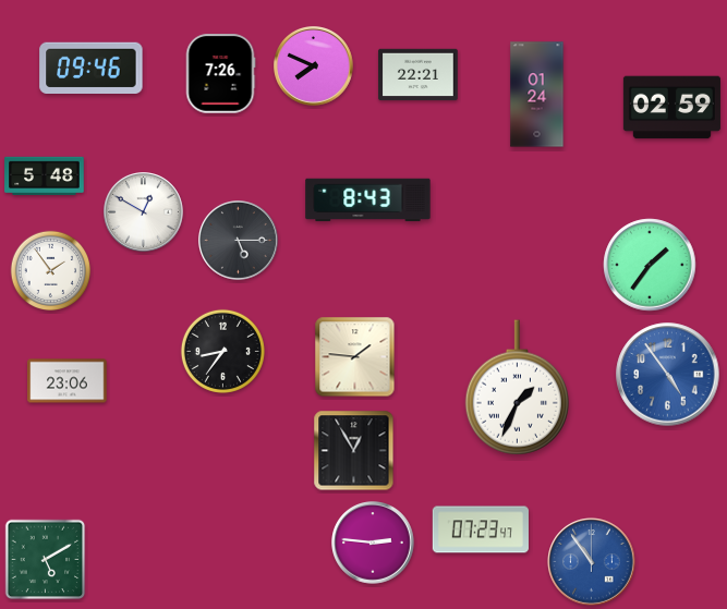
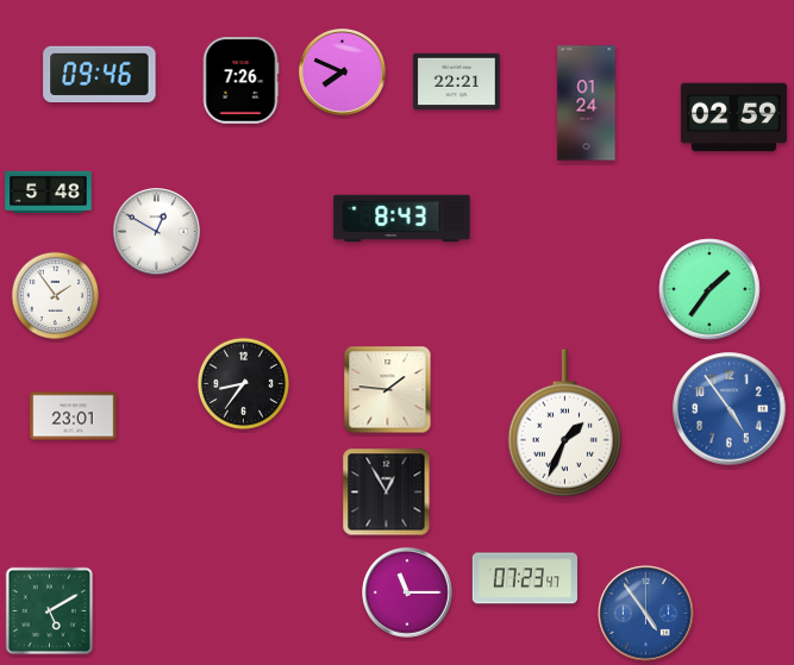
clock at (239, 241): 5:15 -> none
clock at (68, 381): 23:06 -> 23:01
clock at (374, 544): 2:46 -> 11:15
clock at (592, 562): 10:54 -> 4:54
